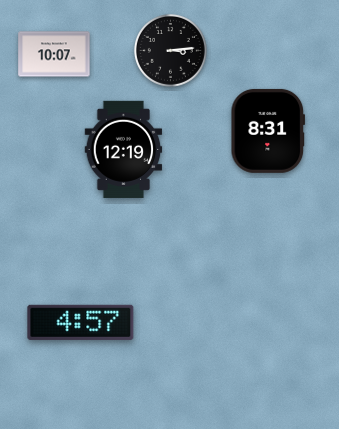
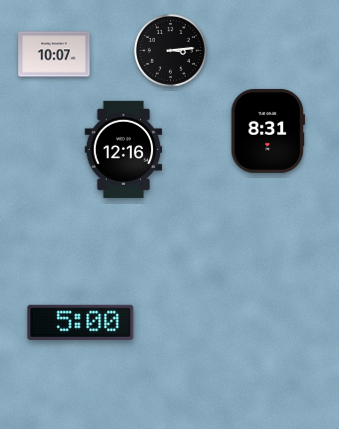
clock at (124, 149): 12:19 -> 12:16
clock at (81, 322): 4:57 -> 5:00
